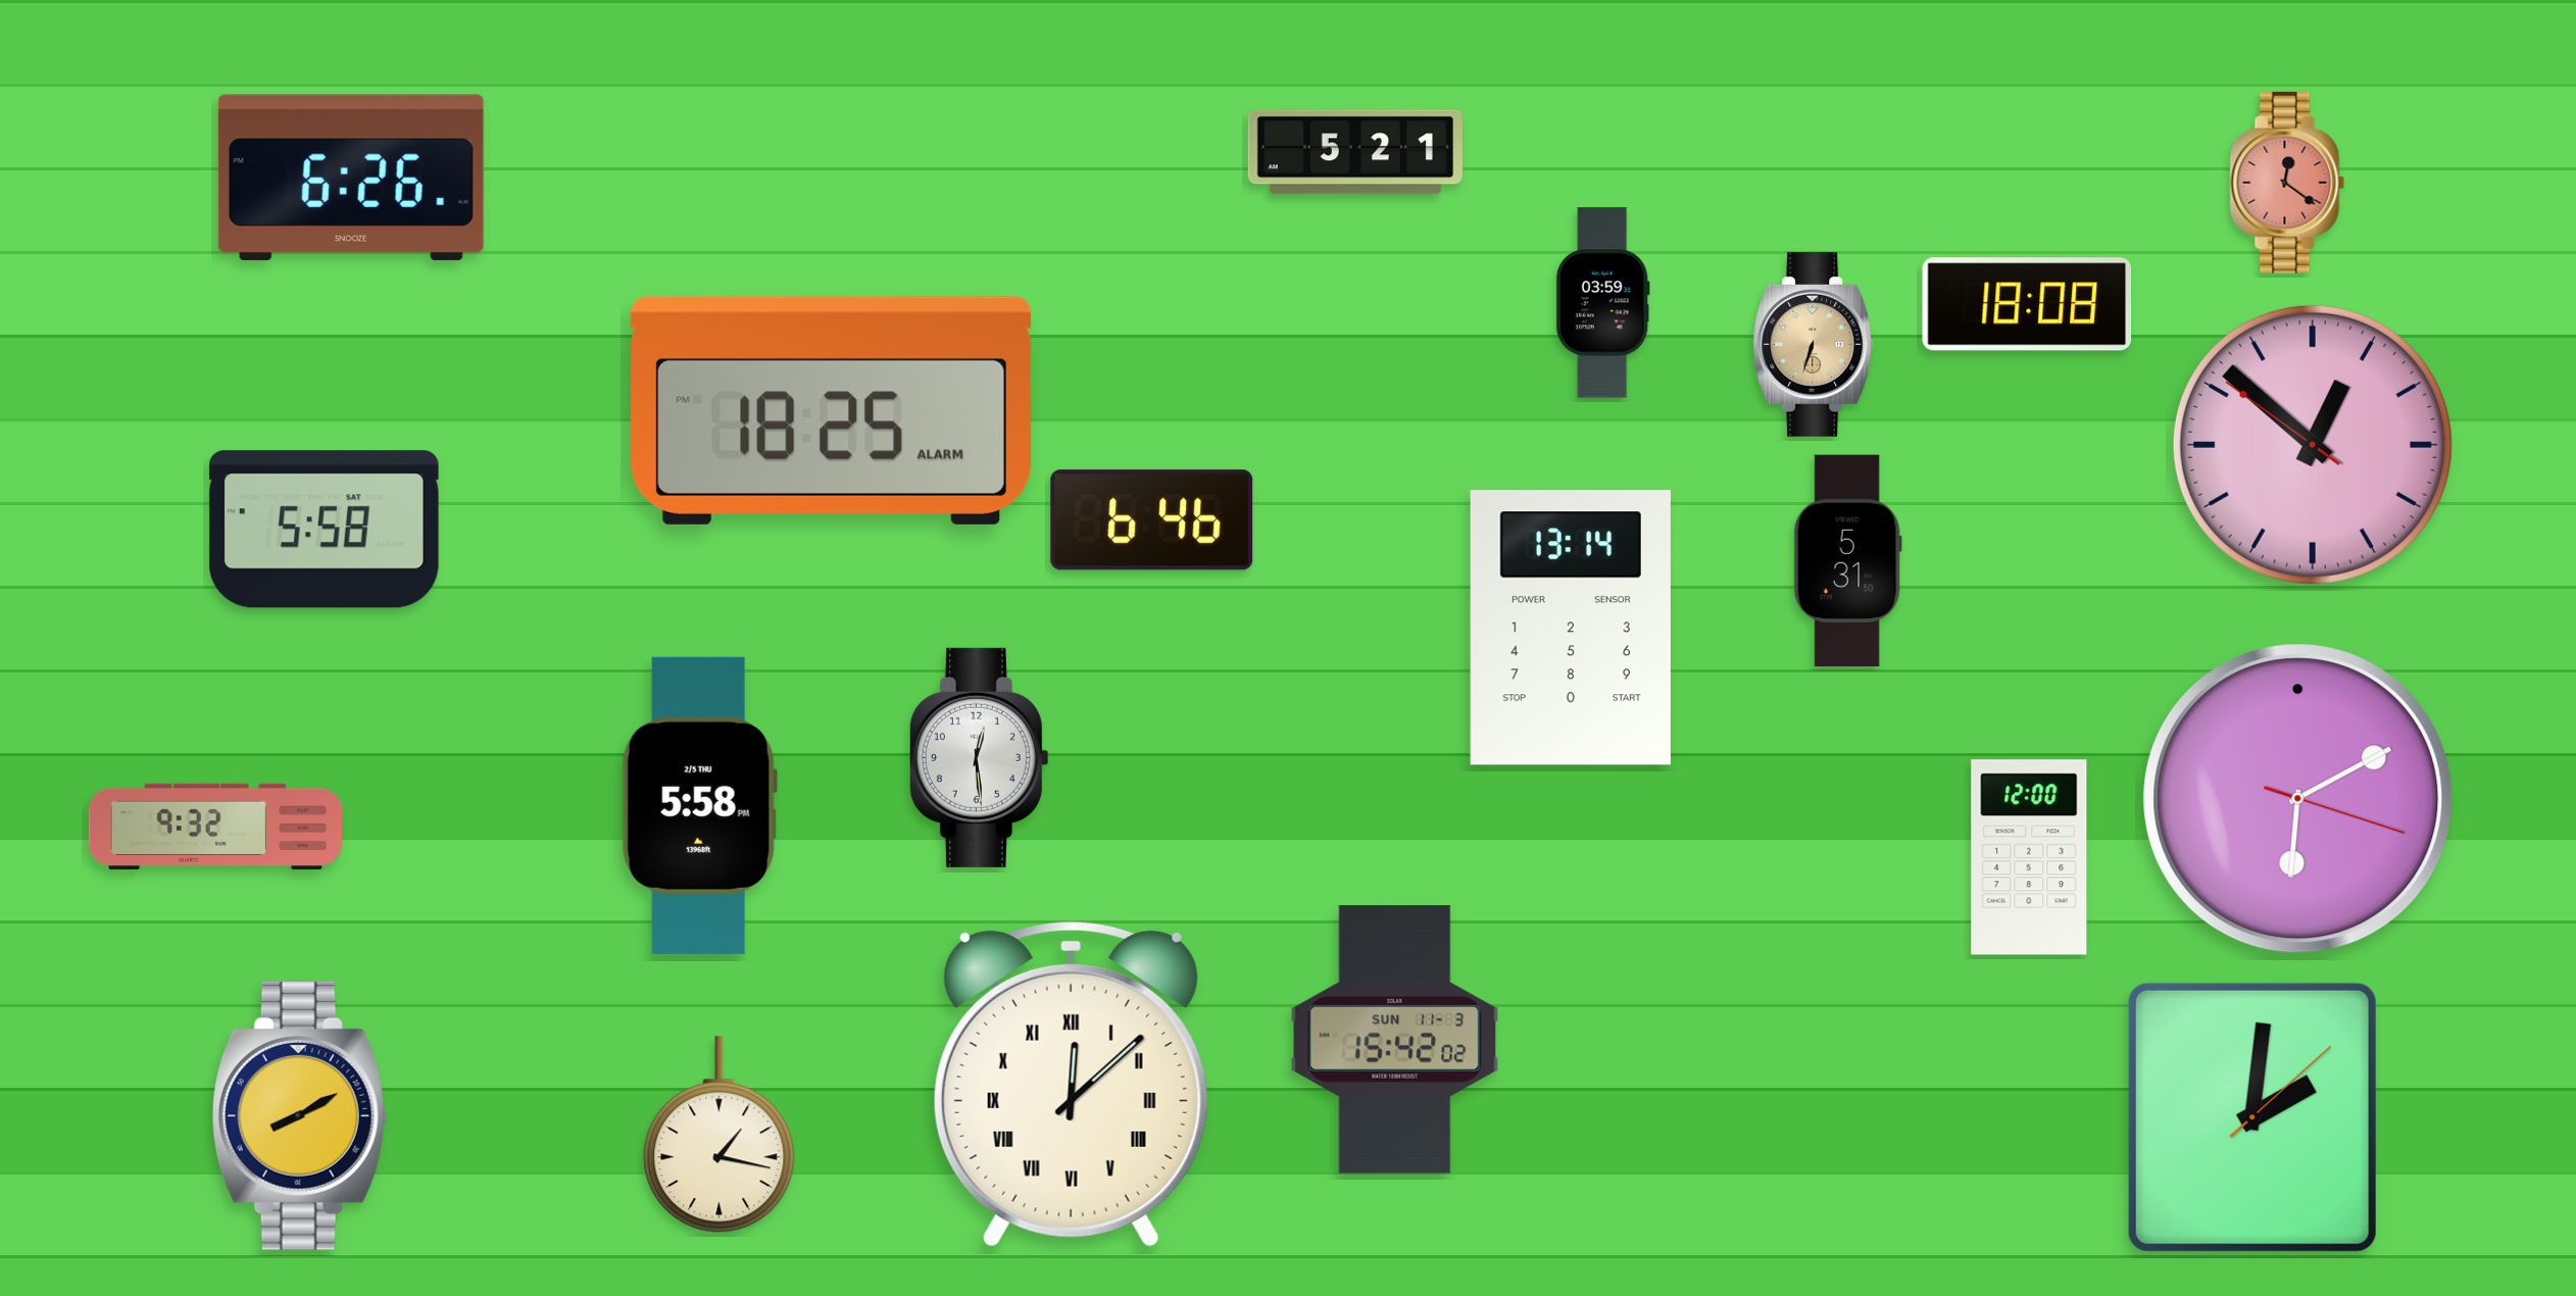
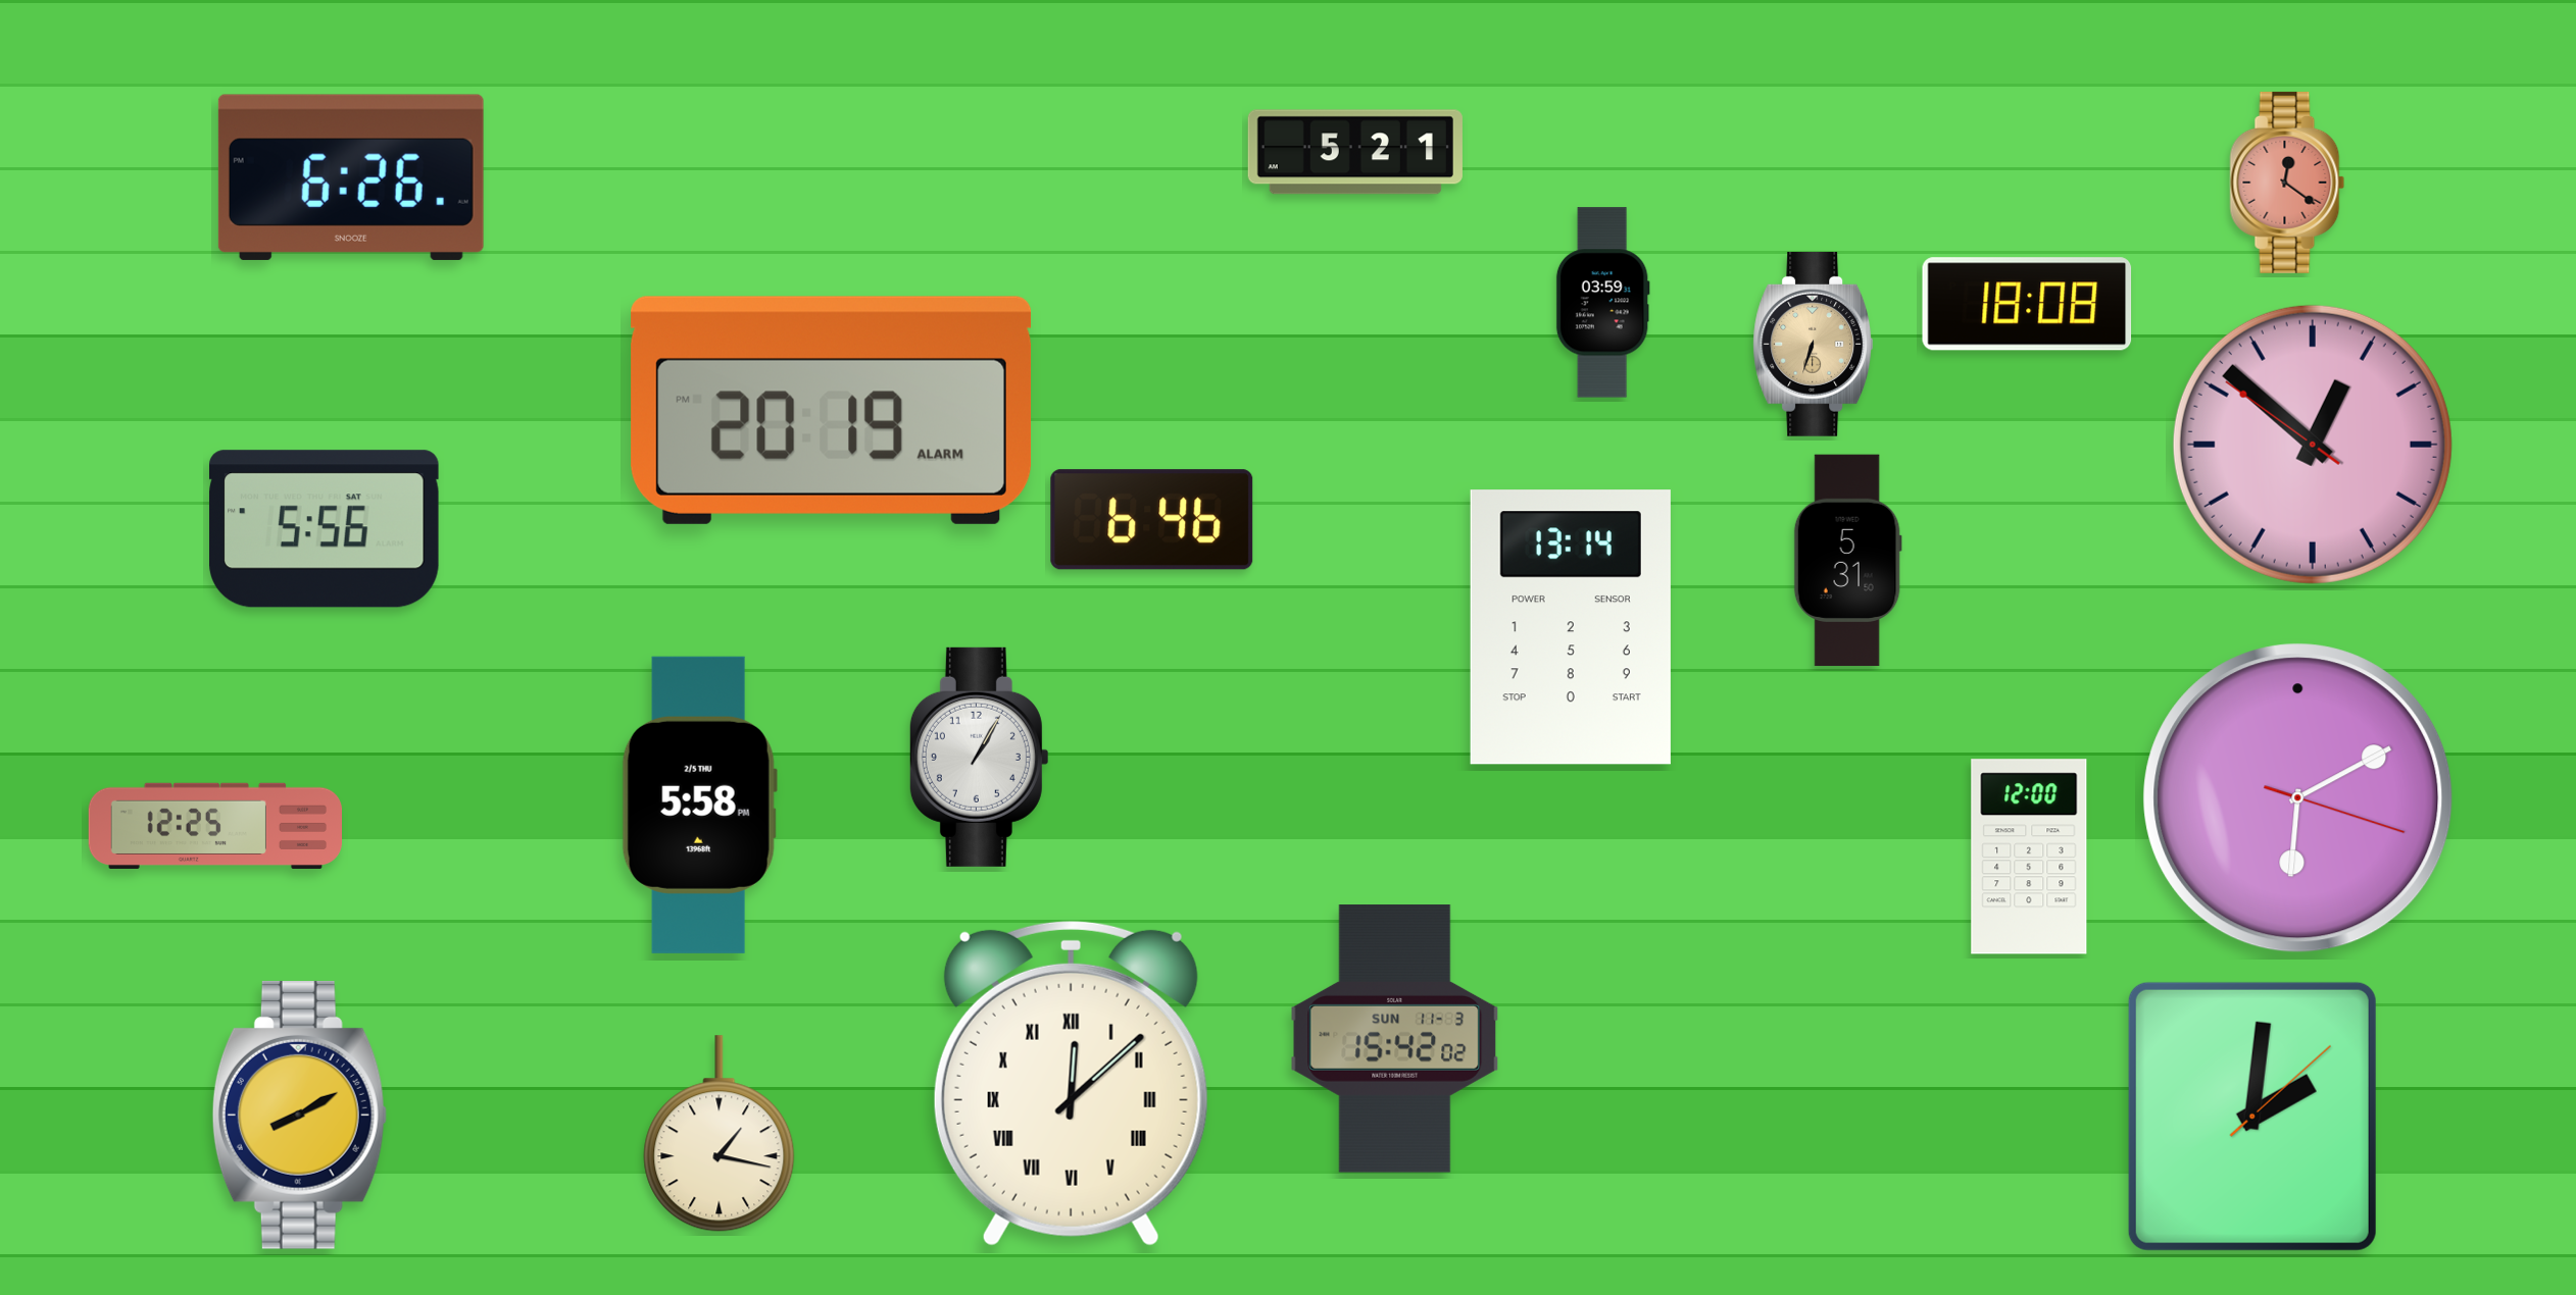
clock at (832, 410): 18:25 -> 20:19
clock at (325, 530): 5:58 -> 5:56
clock at (979, 757): 12:29 -> 1:05
clock at (214, 827): 9:32 -> 12:25
